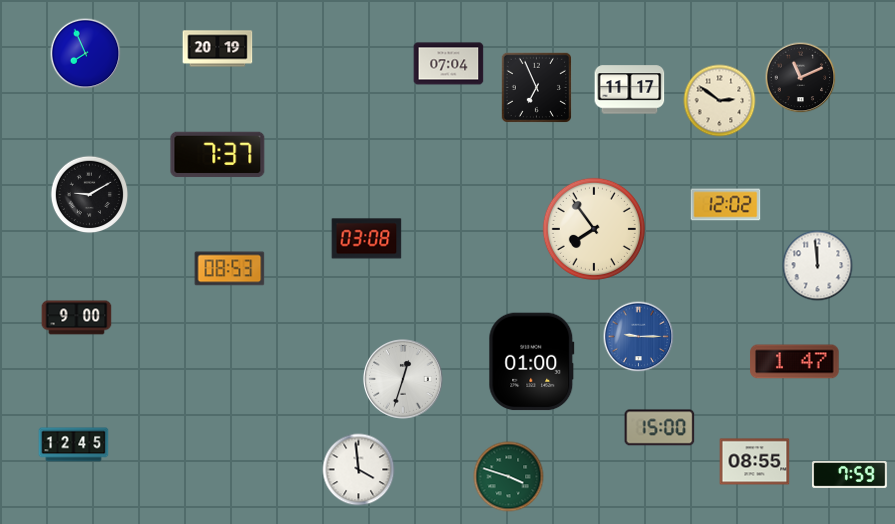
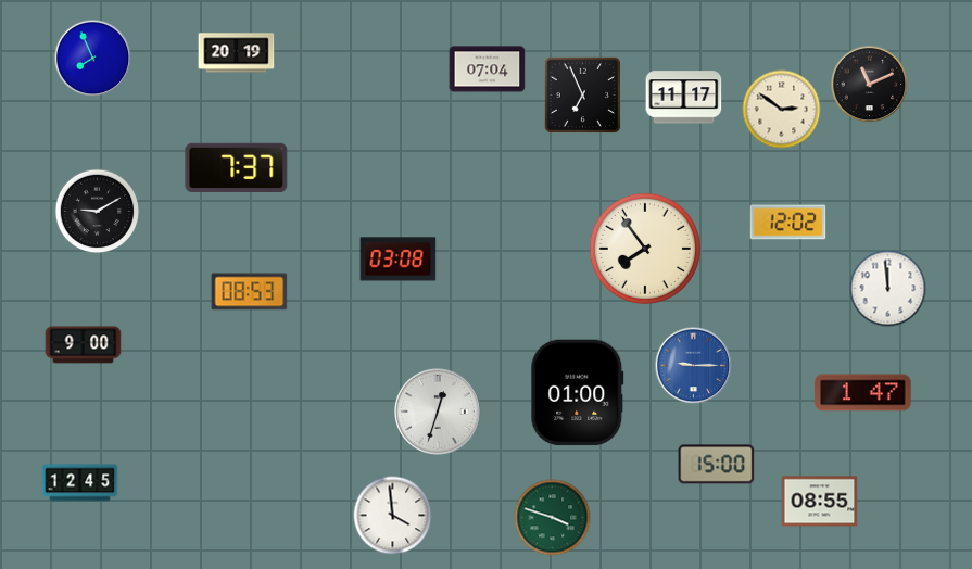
clock at (359, 470) position: (359, 470) -> (393, 516)
clock at (850, 475): 7:59 -> none
